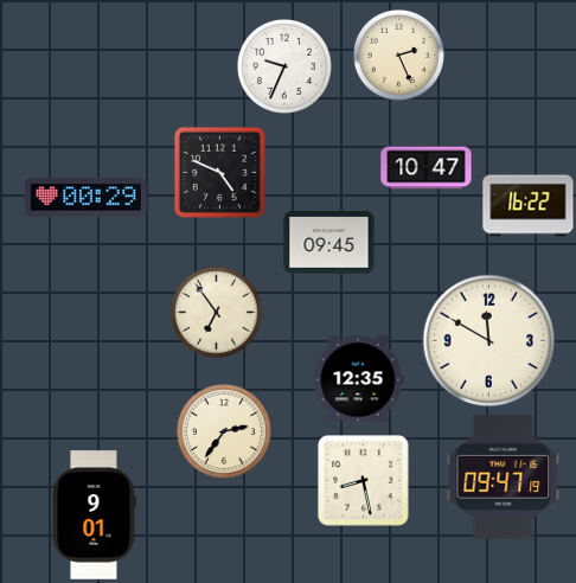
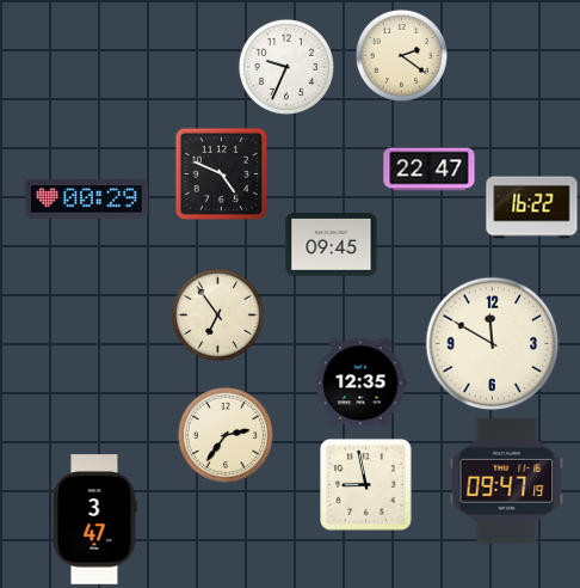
clock at (398, 55): 2:26 -> 2:21
clock at (427, 168): 10:47 -> 22:47
clock at (364, 481): 8:28 -> 8:58
clock at (94, 515): 9:01 -> 3:47
